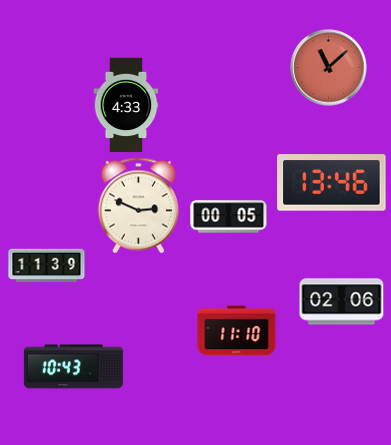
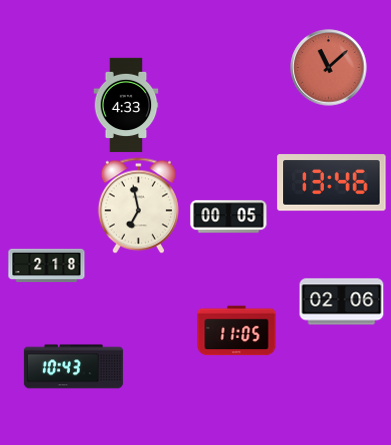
clock at (138, 206): 2:49 -> 6:58
clock at (47, 266): 11:39 -> 2:18
clock at (237, 331): 11:10 -> 11:05
